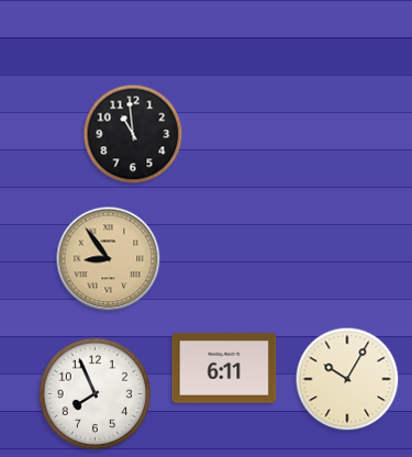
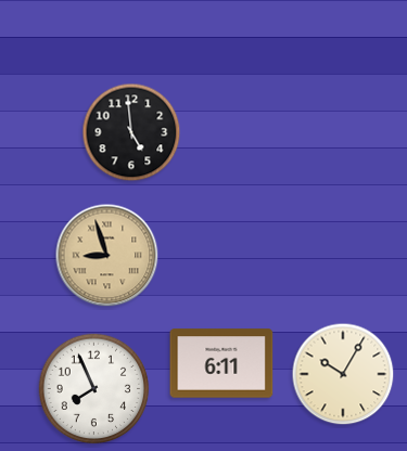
clock at (133, 134): 10:59 -> 4:59
clock at (109, 259): 8:54 -> 8:57
